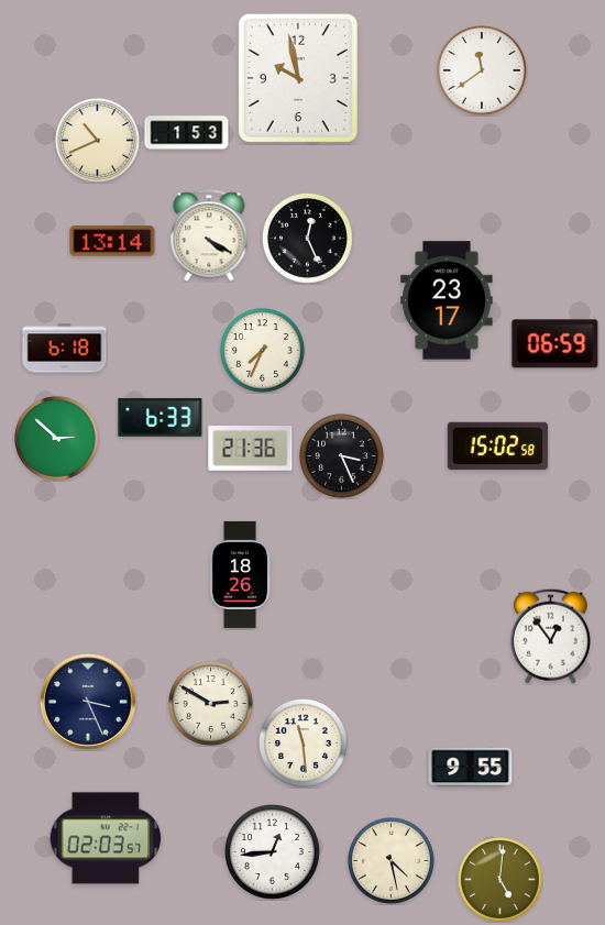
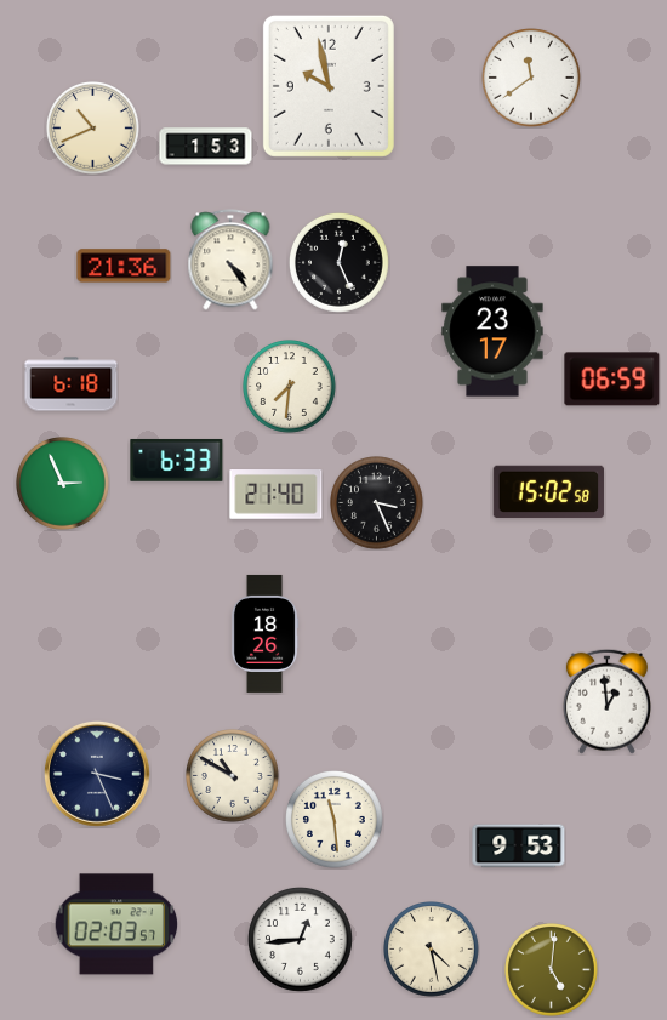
clock at (98, 141) position: (98, 141) -> (93, 129)
clock at (209, 235): 4:20 -> 4:24
clock at (112, 241): 13:14 -> 21:36
clock at (263, 351): 7:34 -> 7:31
clock at (57, 439): 2:52 -> 2:56
clock at (251, 449): 21:36 -> 21:40
clock at (550, 636): 12:54 -> 12:59
clock at (211, 704): 2:50 -> 10:50
clock at (471, 768): 9:55 -> 9:53
